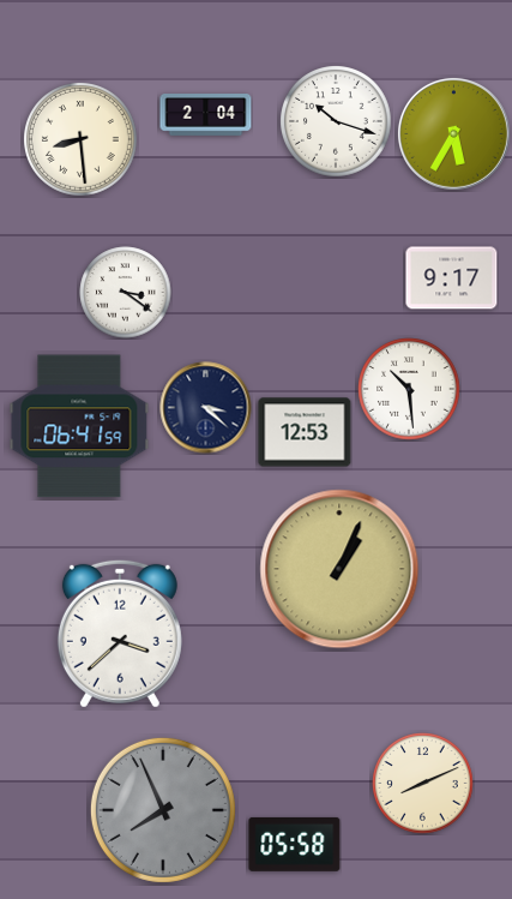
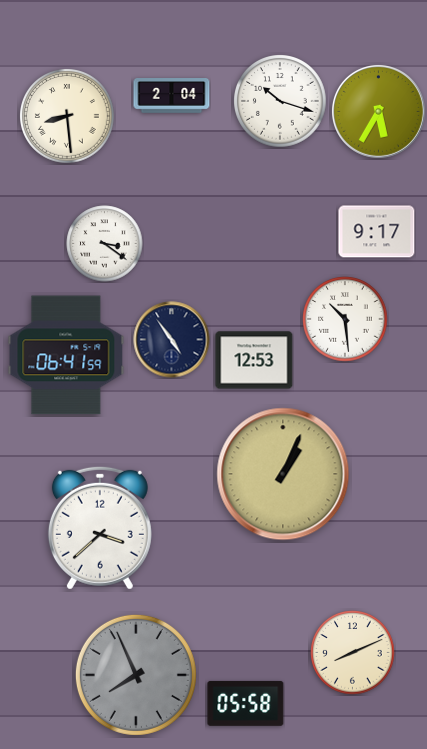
clock at (409, 389) position: (409, 389) -> (345, 319)
clock at (206, 408): 3:22 -> 4:54
